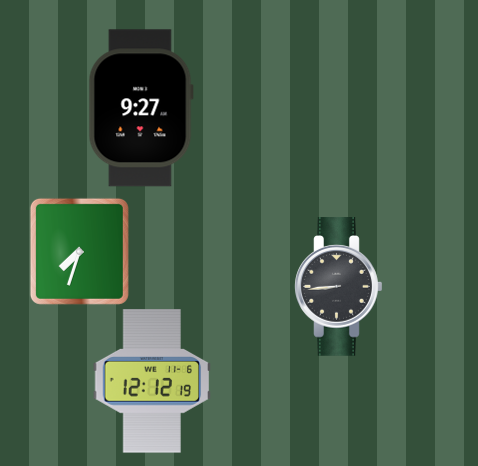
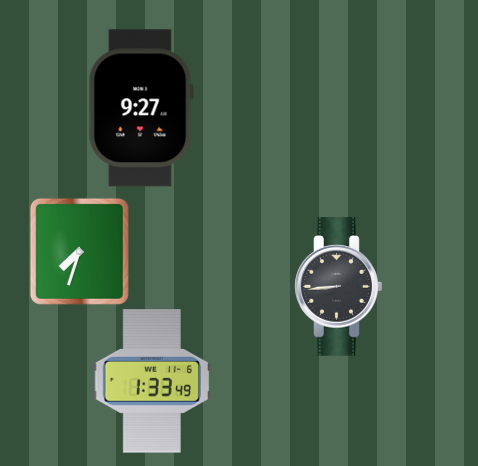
clock at (152, 381): 12:12 -> 1:33
